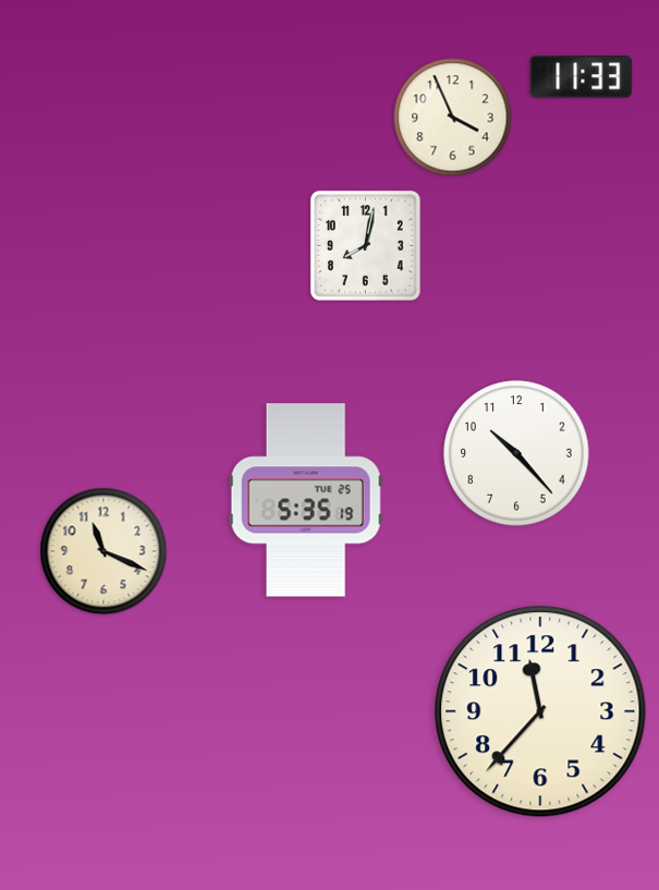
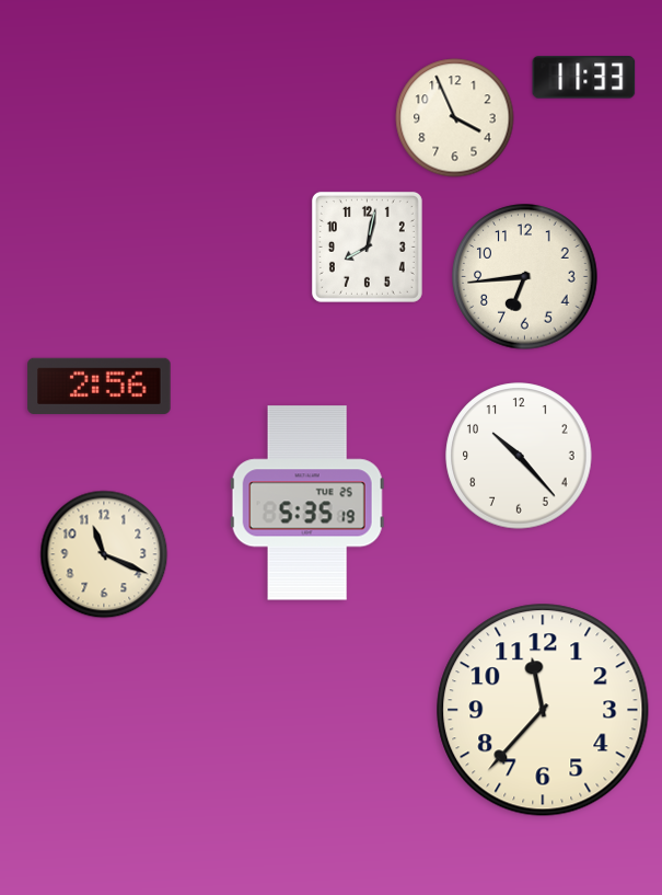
clock at (525, 277): none -> 6:44
clock at (100, 386): none -> 2:56
clock at (540, 711) position: (540, 711) -> (543, 710)
